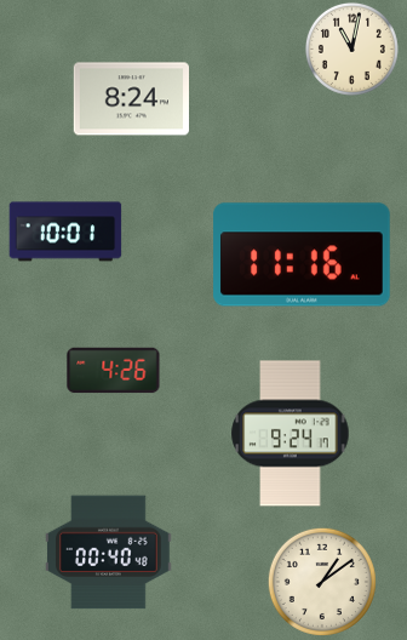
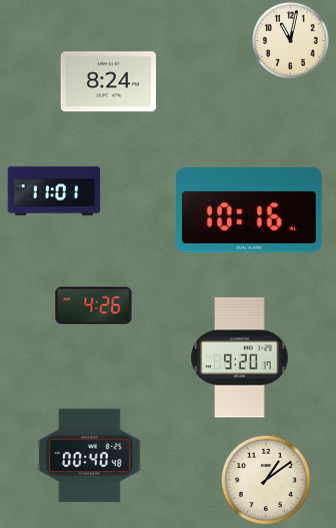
clock at (65, 232): 10:01 -> 11:01
clock at (302, 255): 11:16 -> 10:16
clock at (291, 434): 9:24 -> 9:20
